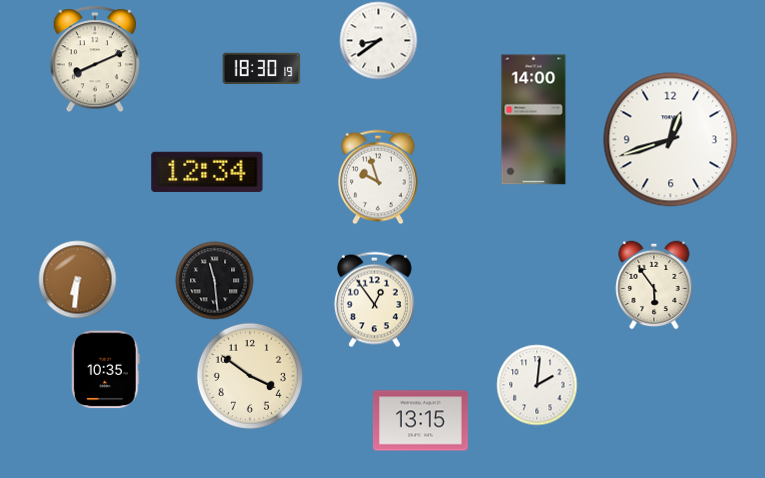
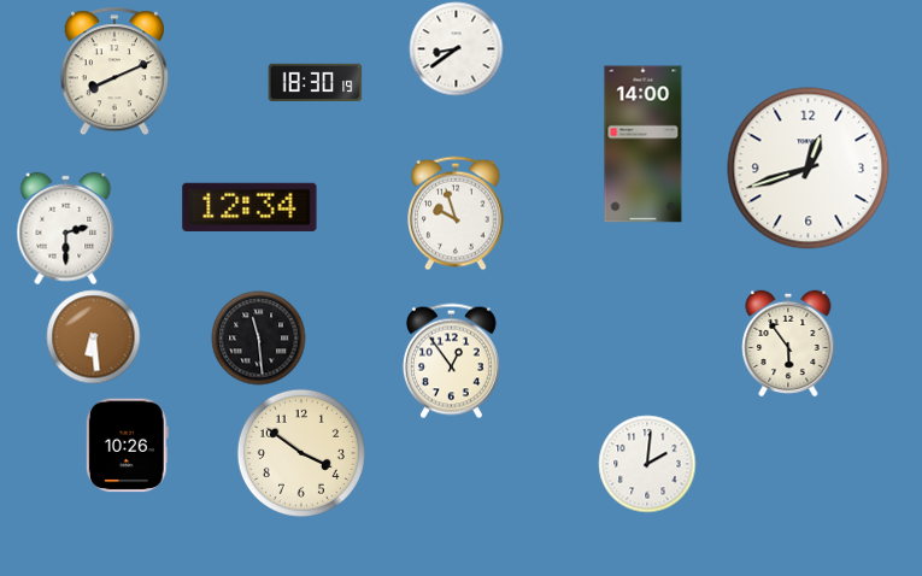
clock at (66, 228): none -> 2:30
clock at (77, 279): 6:31 -> 6:29
clock at (105, 369): 10:35 -> 10:26
clock at (420, 421): 13:15 -> none
